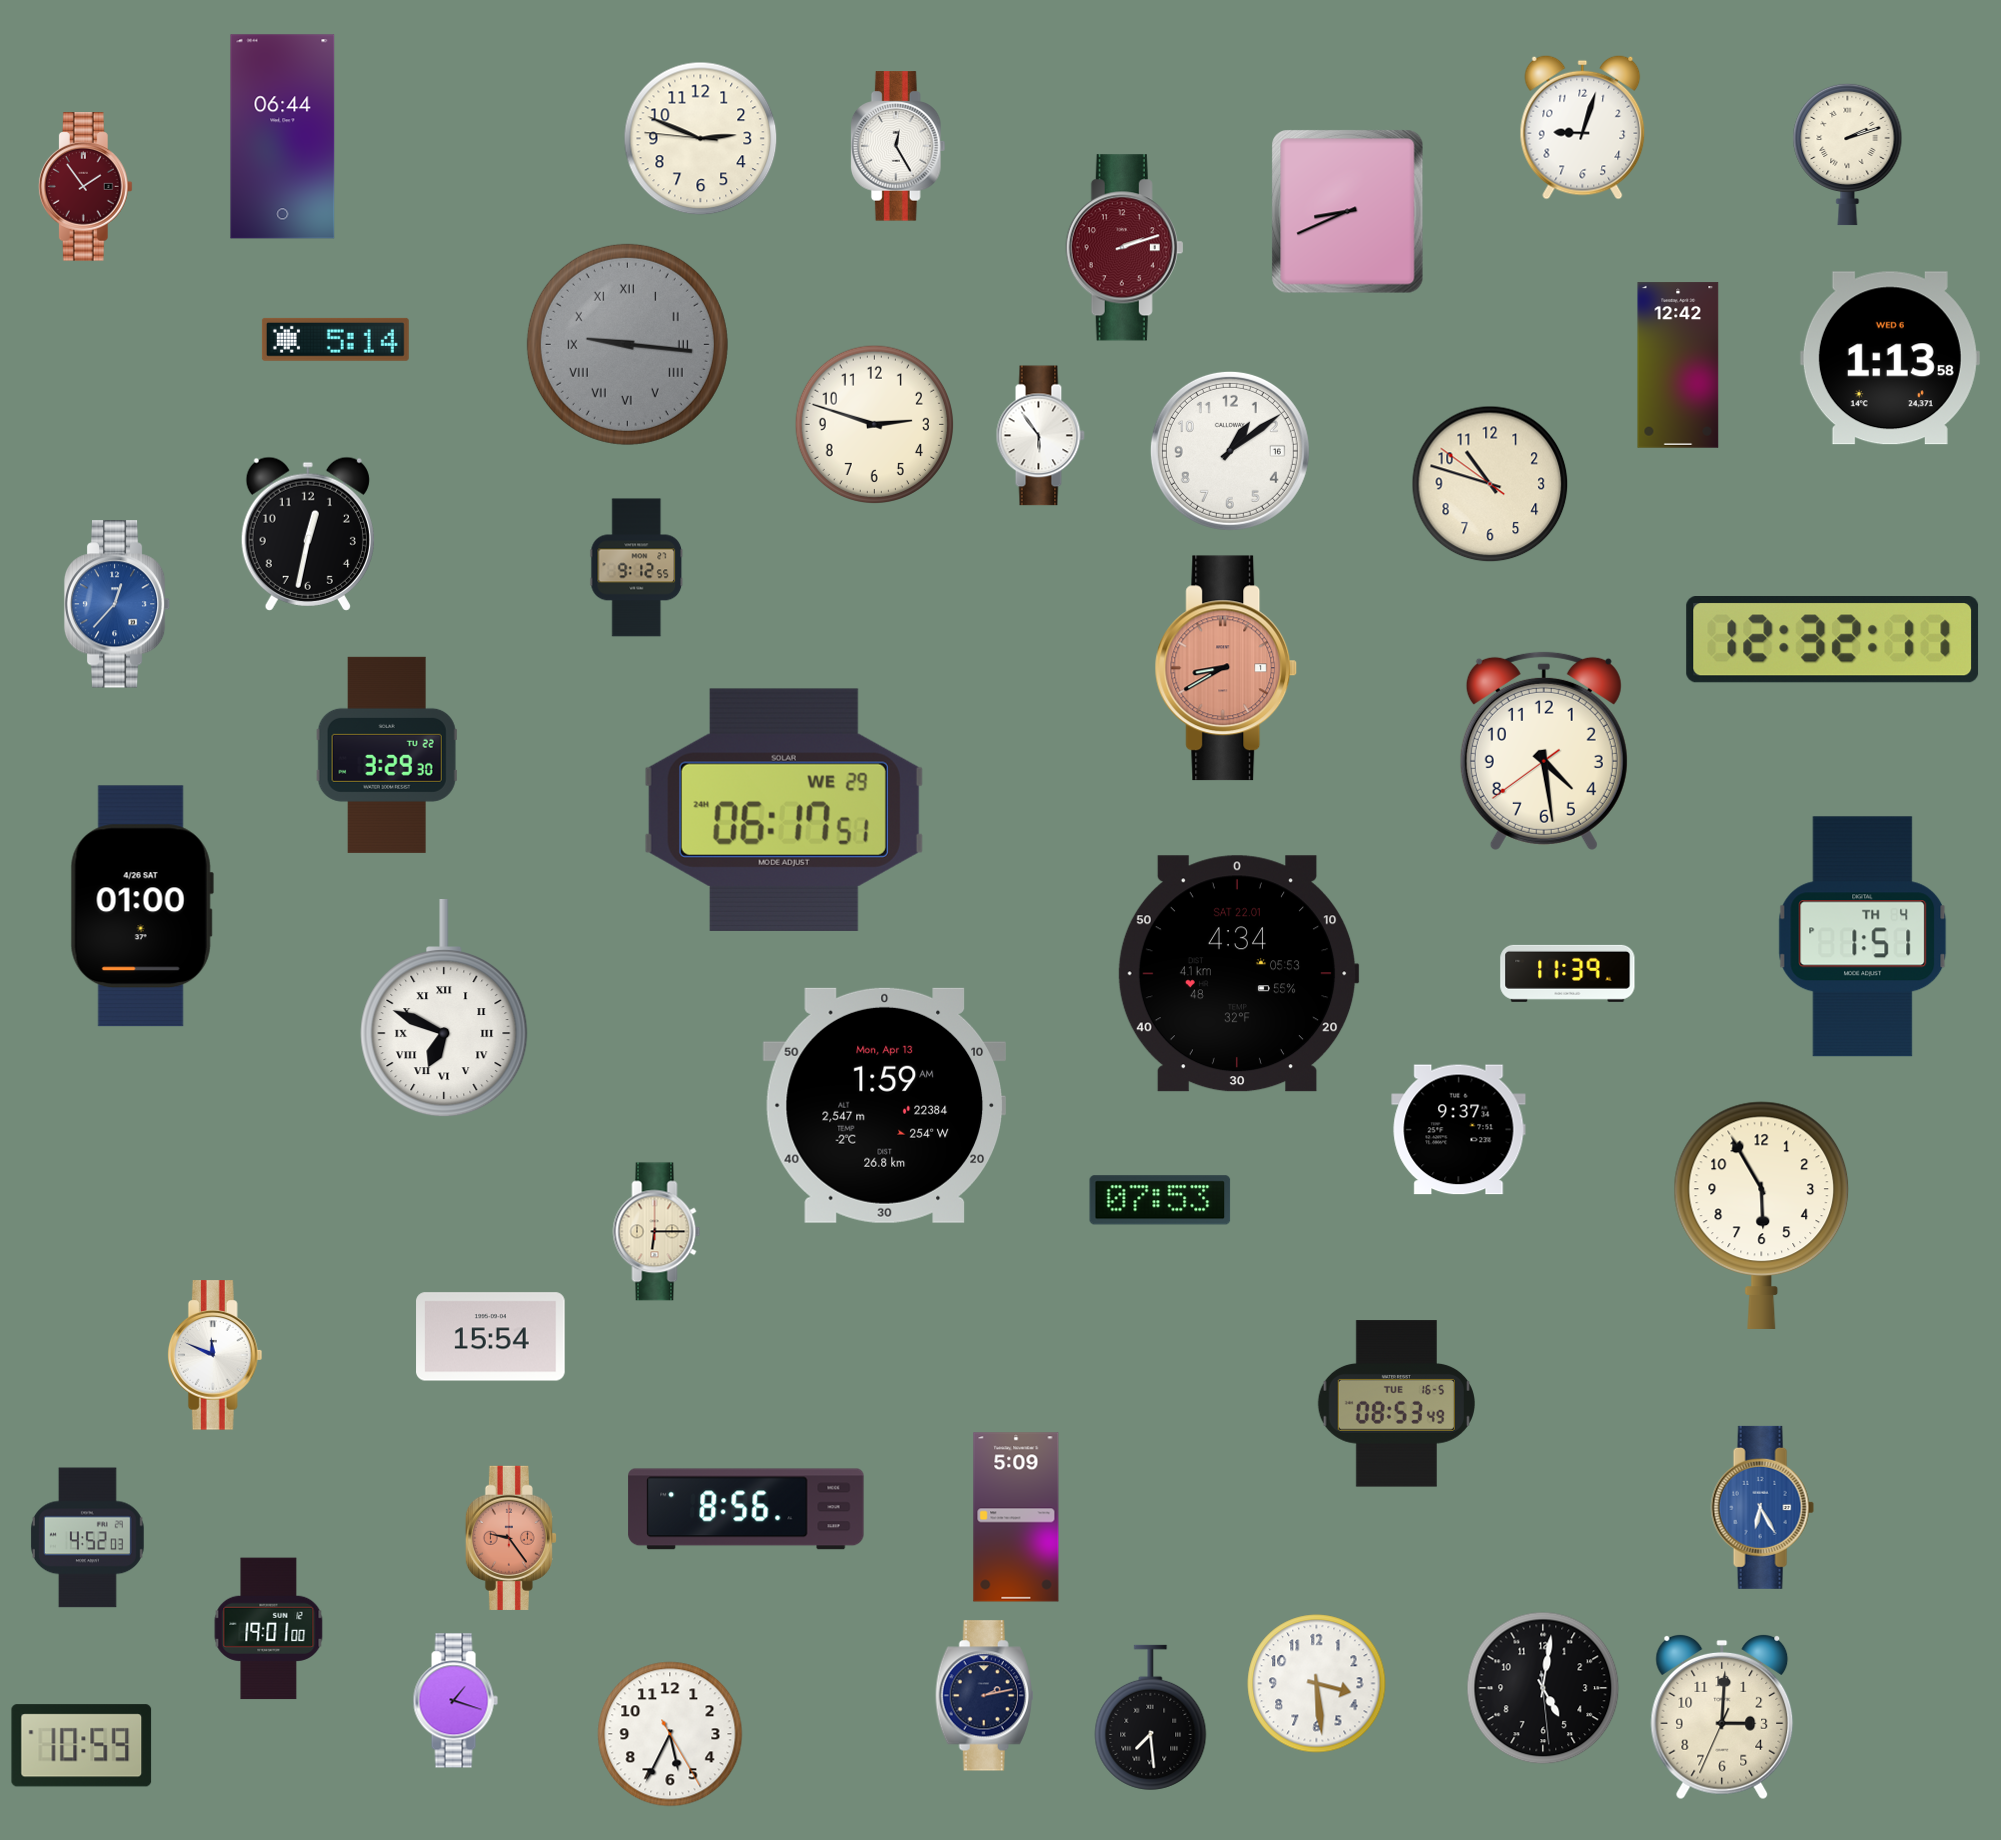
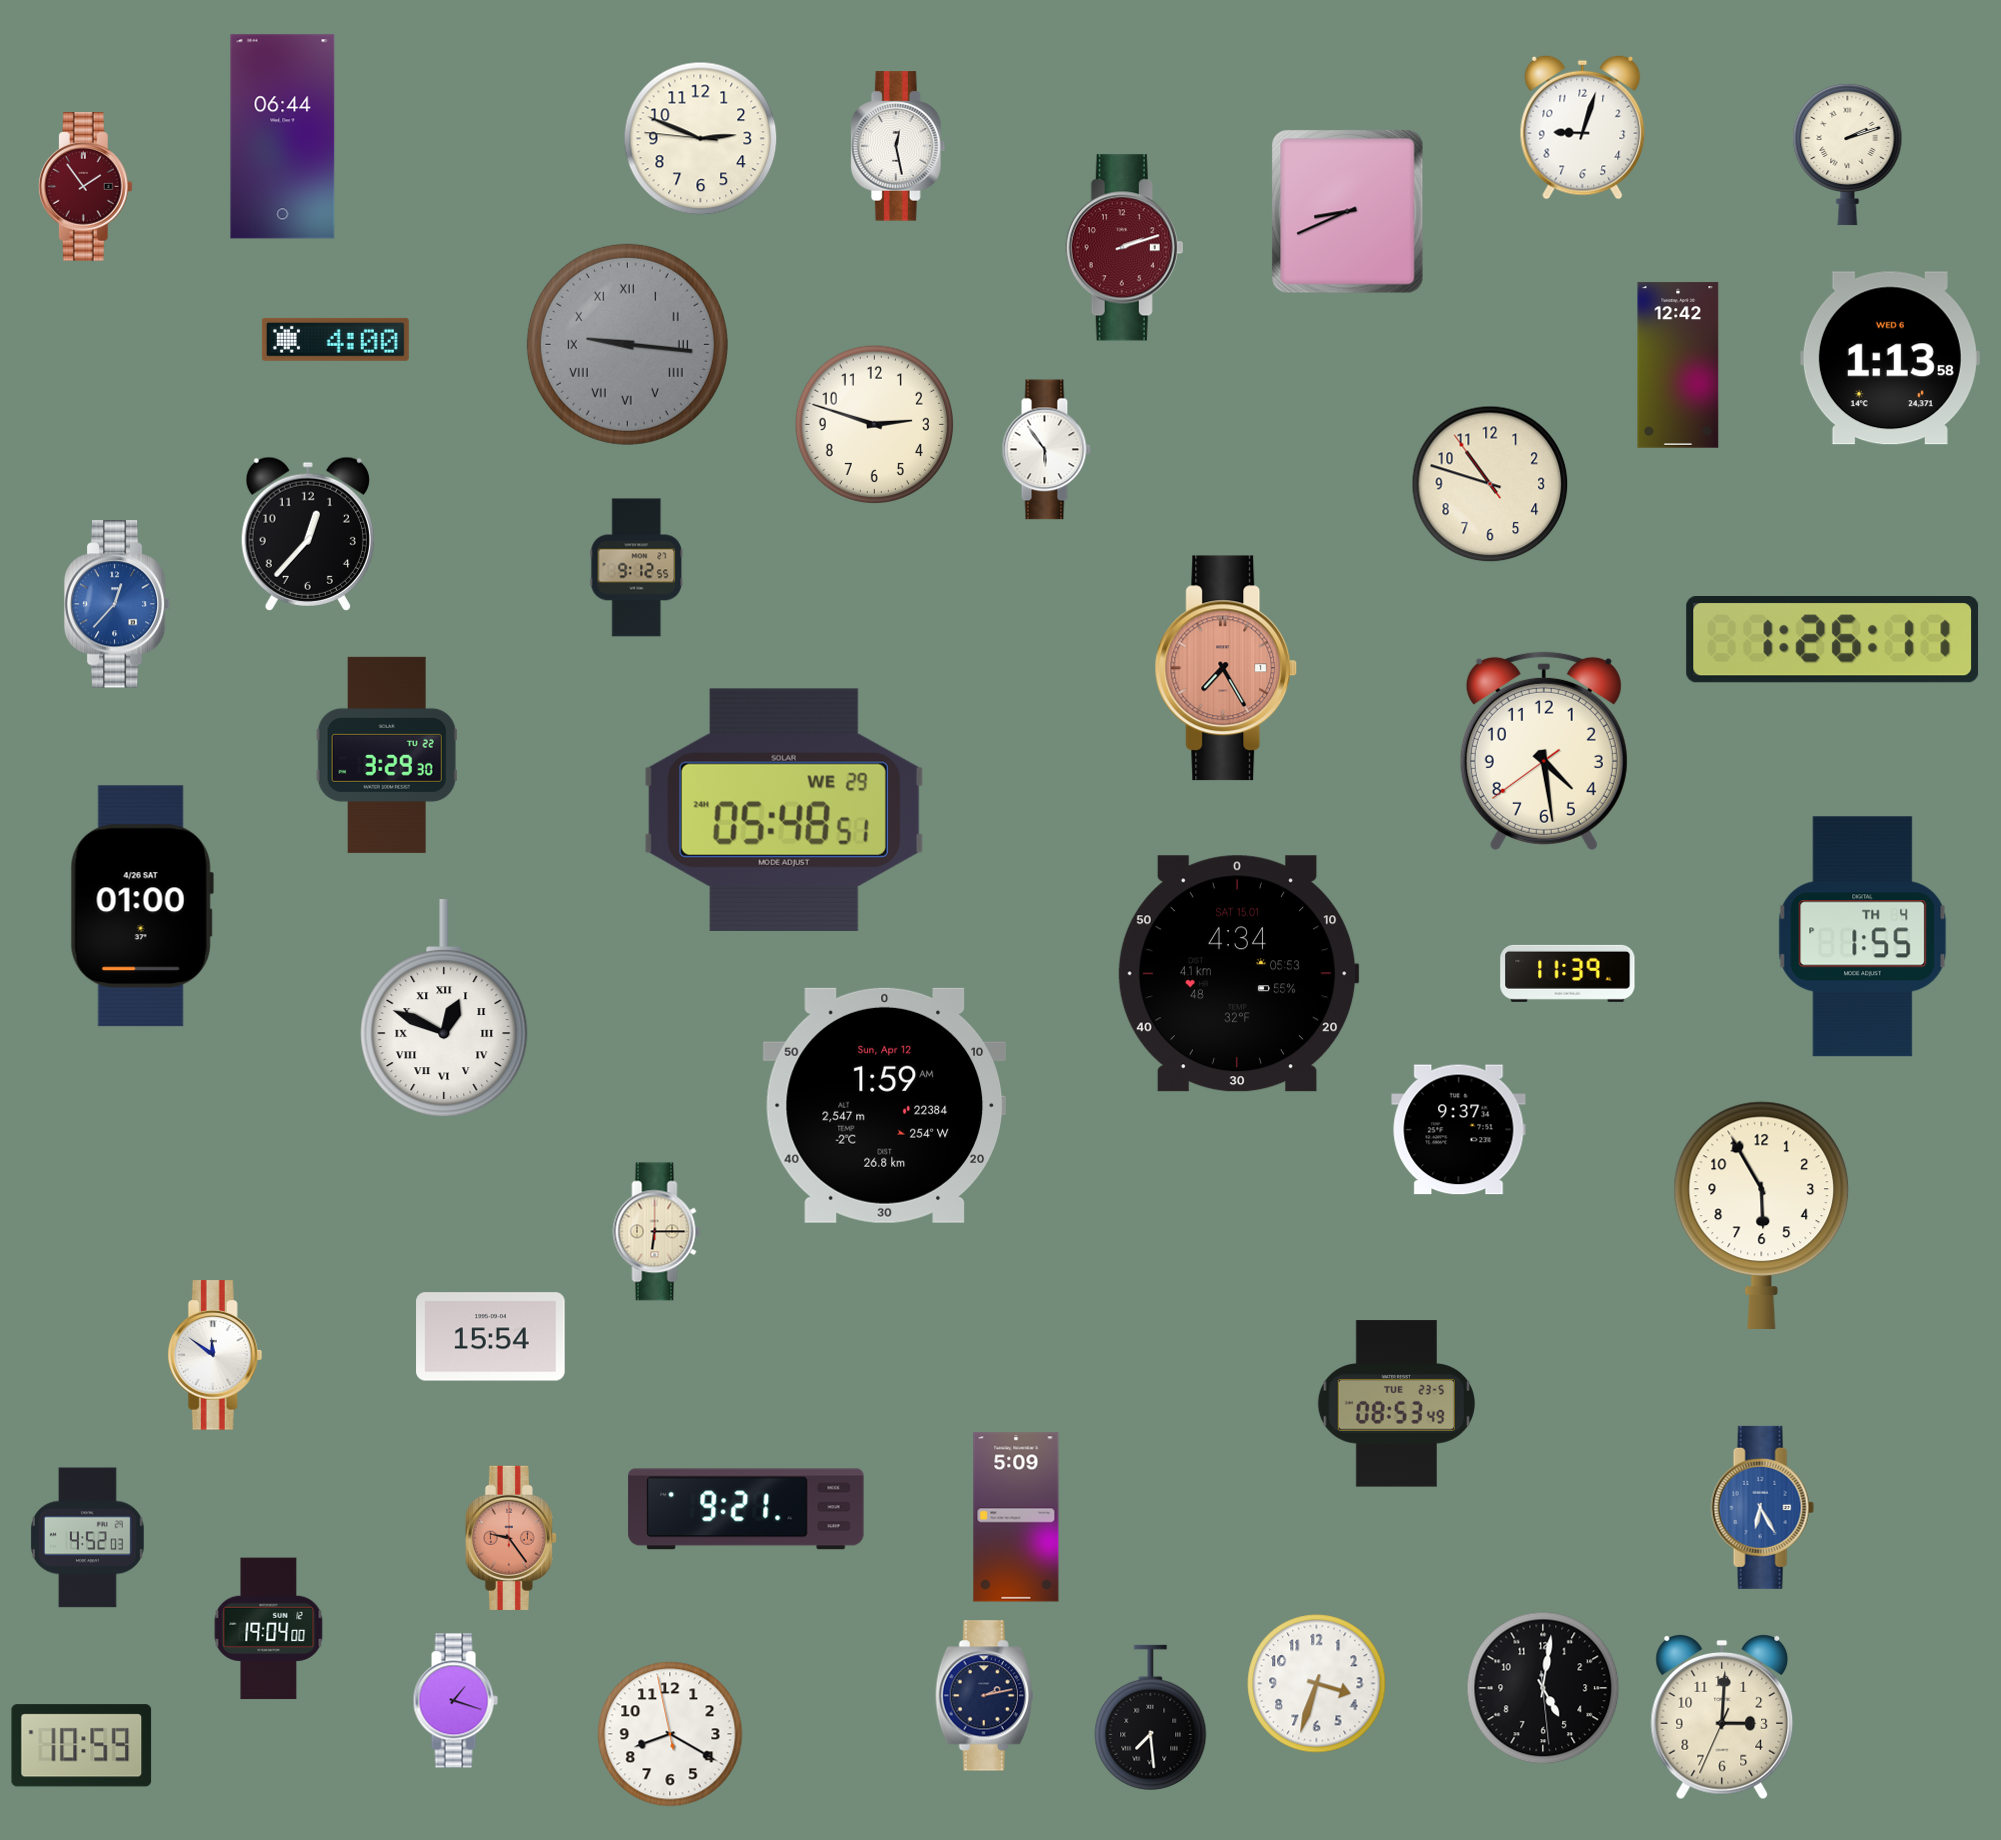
clock at (898, 146): 12:25 -> 12:28
clock at (335, 339): 5:14 -> 4:00
clock at (1040, 436) position: (1040, 436) -> (1046, 450)
clock at (1230, 451): 1:09 -> none
clock at (1490, 484): 10:47:51 -> 10:47:54
clock at (308, 534): 12:32 -> 12:37
clock at (1833, 640): 12:32 -> 1:26
clock at (1226, 668): 8:40 -> 7:25
clock at (784, 810): 06:17 -> 05:48
clock at (1863, 937): 1:51 -> 1:55
clock at (1238, 974) date: SAT 22.01 -> SAT 15.01
clock at (444, 1009): 6:49 -> 12:49
clock at (884, 1105) date: Mon, Apr 13 -> Sun, Apr 12
clock at (1160, 1200): 07:53 -> none
clock at (215, 1355): 11:49 -> 11:51
clock at (1396, 1404) date: TUE 16-5 -> TUE 23-5
clock at (746, 1509): 8:56 -> 9:21
clock at (269, 1629): 19:01 -> 19:04
clock at (1317, 1684): 3:29 -> 3:33
clock at (670, 1734): 5:34 -> 8:19
